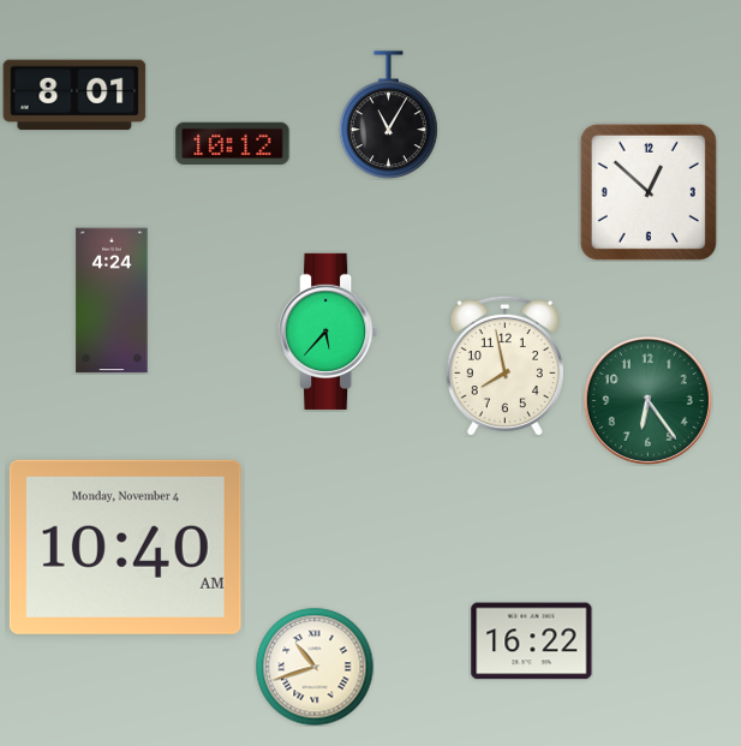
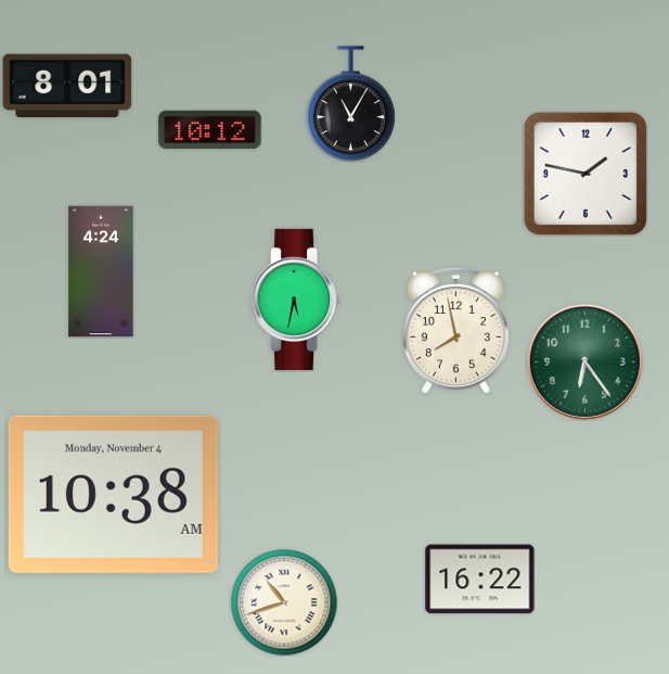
clock at (649, 192): 12:52 -> 1:47
clock at (328, 332): 5:37 -> 5:32
clock at (125, 547): 10:40 -> 10:38
